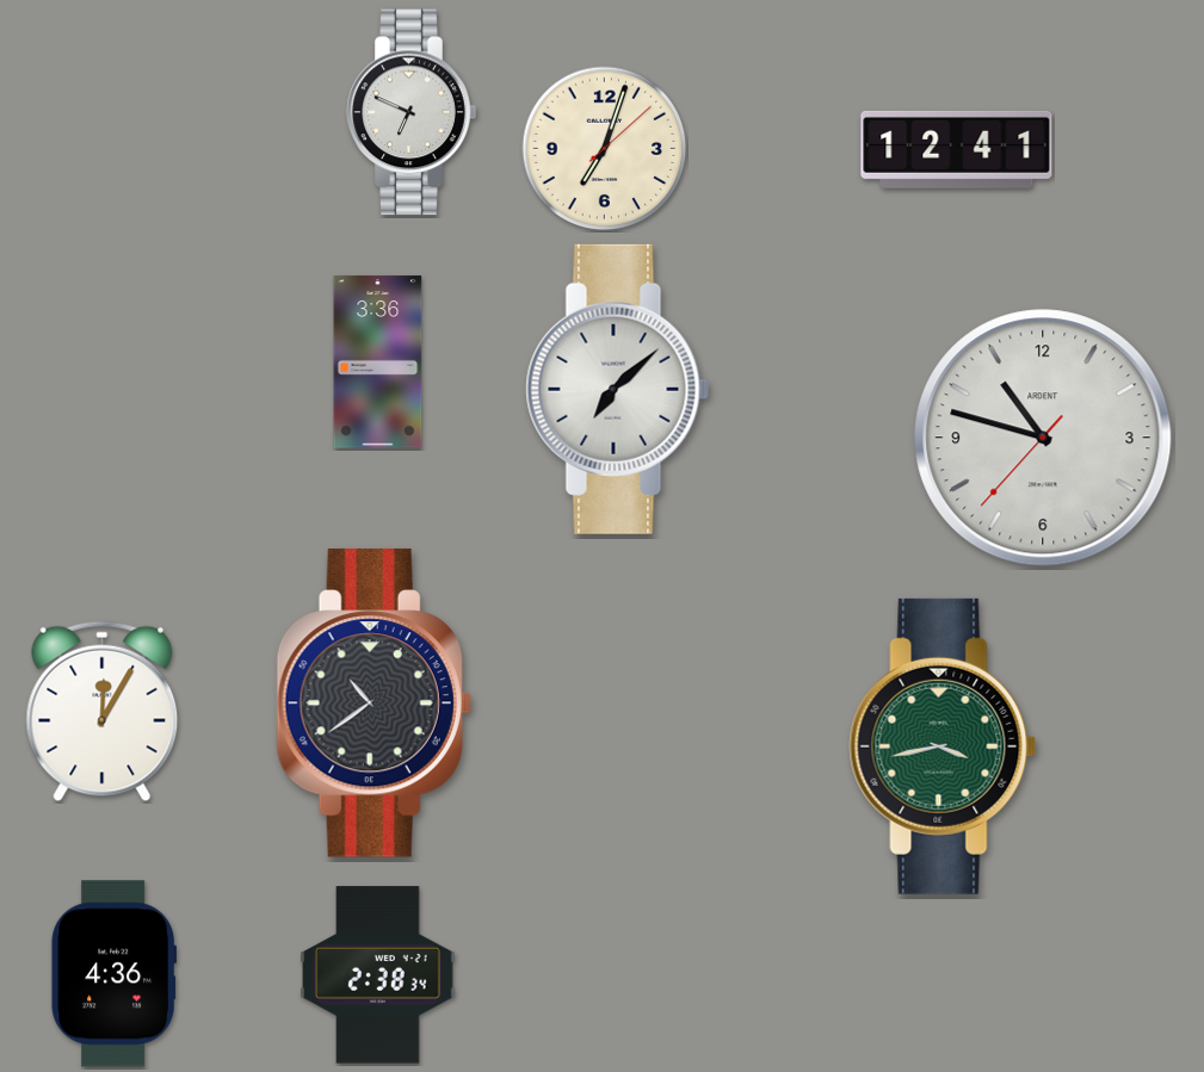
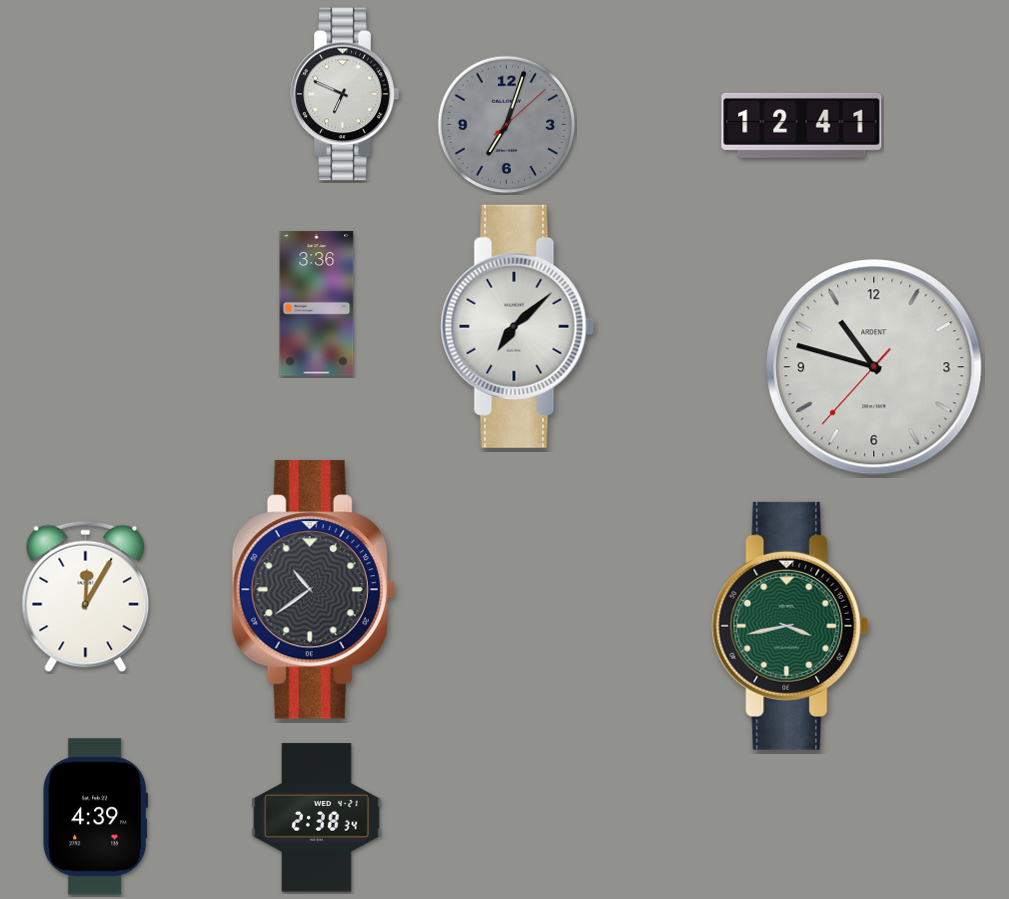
clock at (605, 149) dial: cream -> grey
clock at (113, 974): 4:36 -> 4:39
